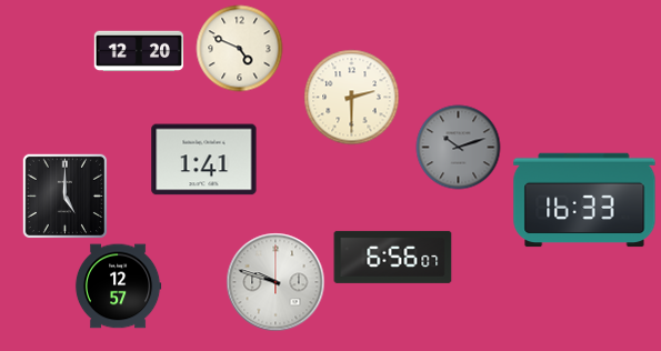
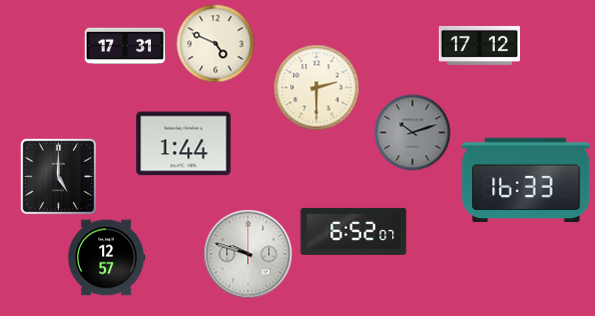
clock at (479, 45): none -> 17:12
clock at (138, 51): 12:20 -> 17:31
clock at (204, 160): 1:41 -> 1:44
clock at (393, 257): 6:56 -> 6:52
